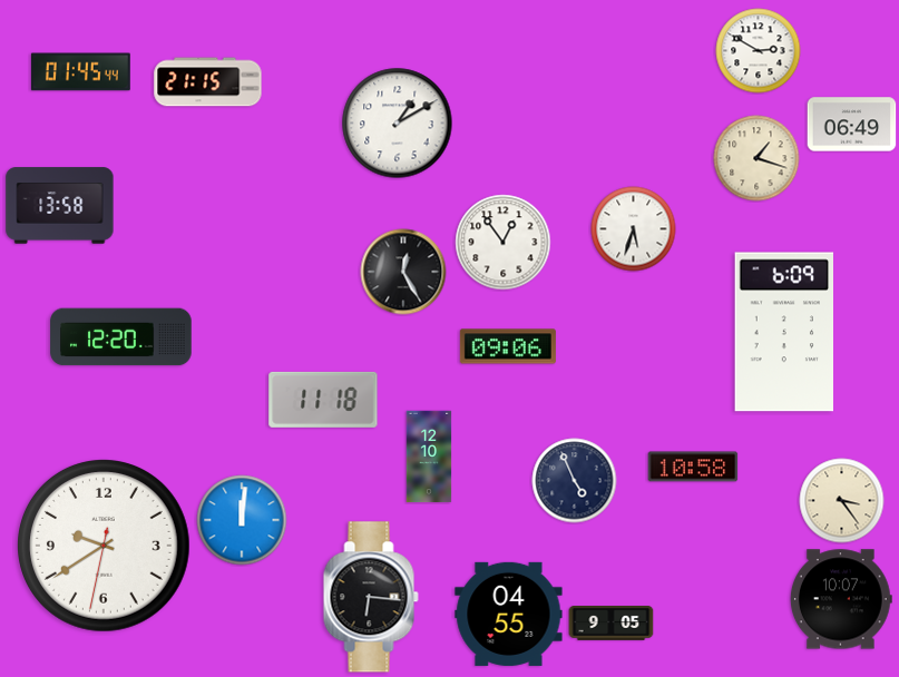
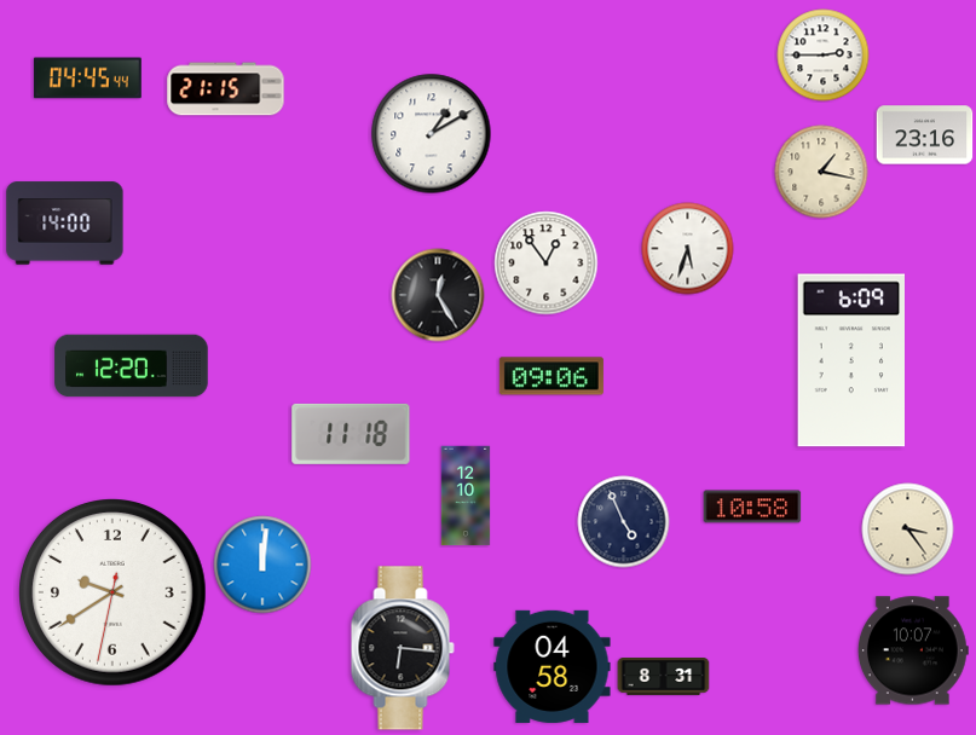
clock at (759, 51): 2:50 -> 2:45
clock at (80, 72): 01:45 -> 04:45
clock at (852, 125): 06:49 -> 23:16
clock at (756, 158): 1:18 -> 1:17
clock at (60, 206): 13:58 -> 14:00
clock at (842, 501) position: (842, 501) -> (908, 529)
clock at (509, 614): 04:55 -> 04:58
clock at (612, 624): 9:05 -> 8:31
